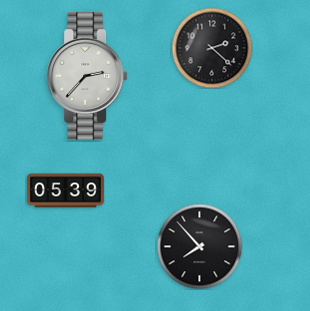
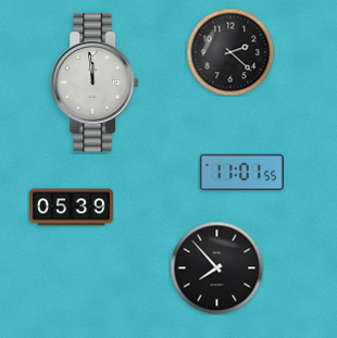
clock at (87, 76): 2:37 -> 11:59
clock at (241, 172): none -> 11:01
